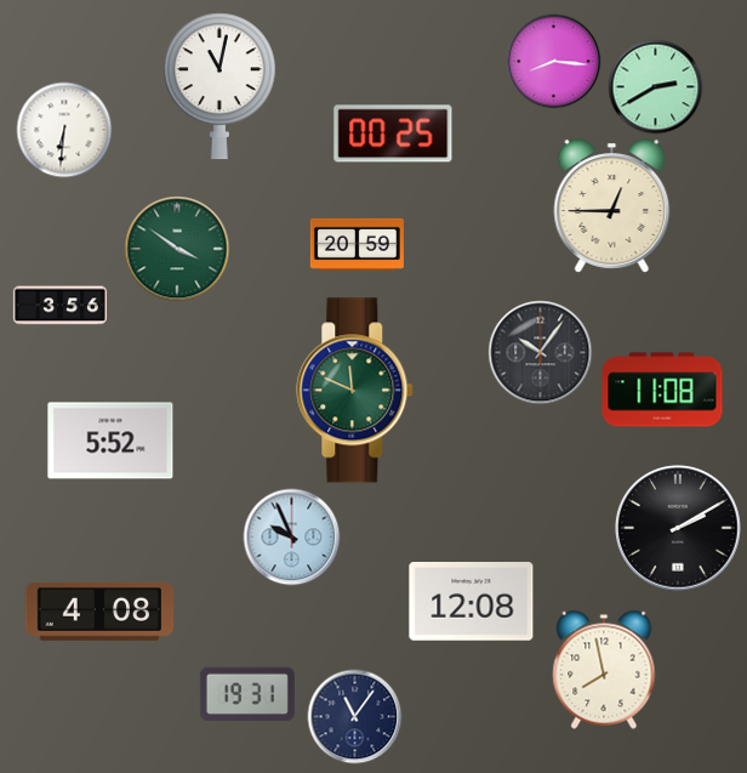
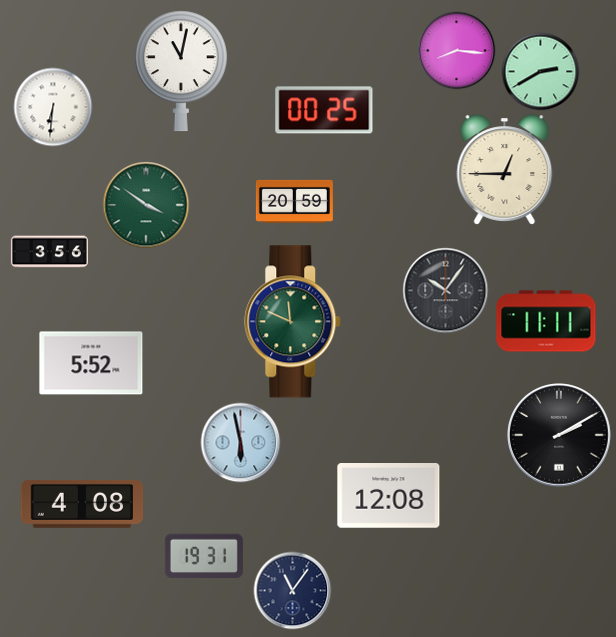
clock at (662, 390): 11:08 -> 11:11
clock at (291, 536): 9:56 -> 5:58
clock at (604, 670): 7:58 -> none
clock at (247, 693) position: (247, 693) -> (204, 555)
